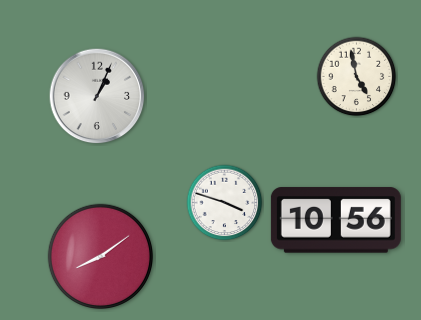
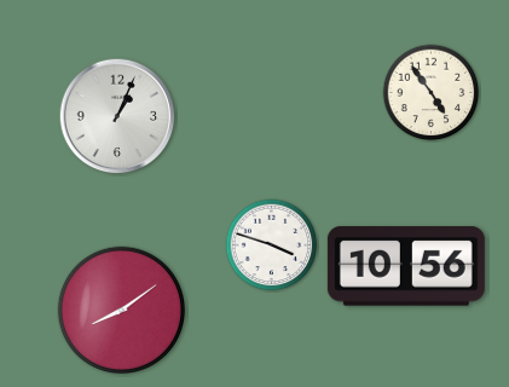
clock at (357, 77): 4:58 -> 4:54
